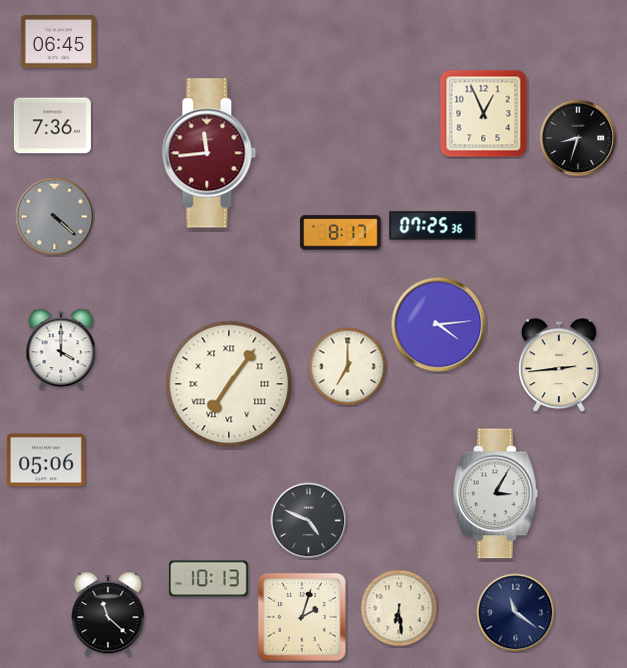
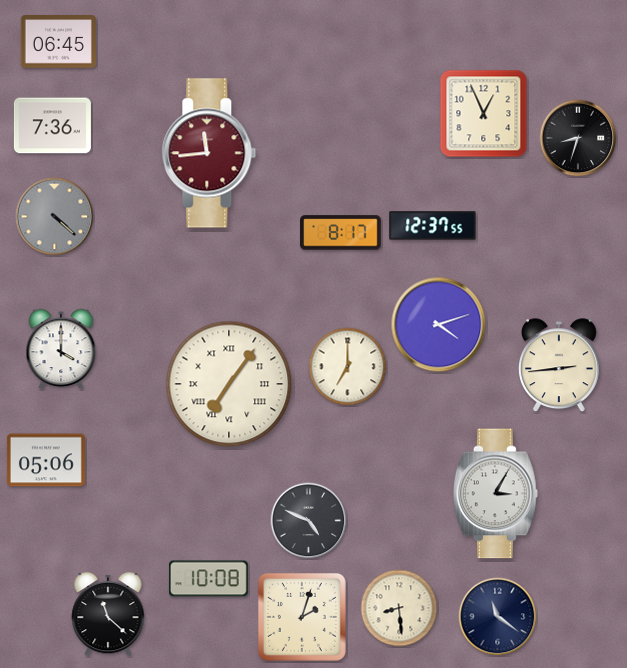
clock at (433, 226): 07:25 -> 12:37
clock at (439, 325): 4:14 -> 4:12
clock at (208, 579): 10:13 -> 10:08
clock at (399, 608): 6:29 -> 8:29
clock at (516, 613) position: (516, 613) -> (498, 617)
